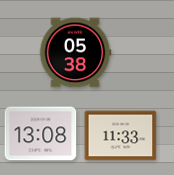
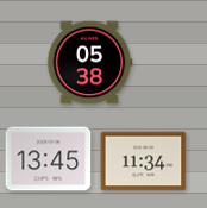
clock at (41, 134): 13:08 -> 13:45
clock at (121, 136): 11:33 -> 11:34
